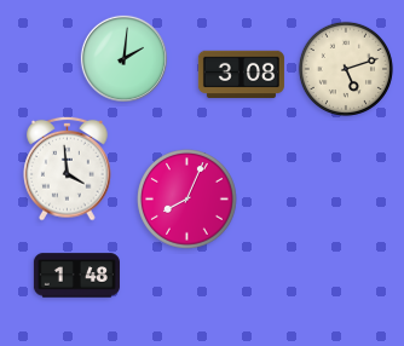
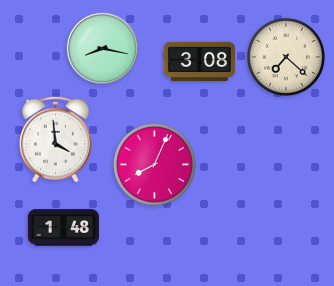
clock at (123, 58): 2:01 -> 8:17
clock at (346, 69): 5:12 -> 7:22
